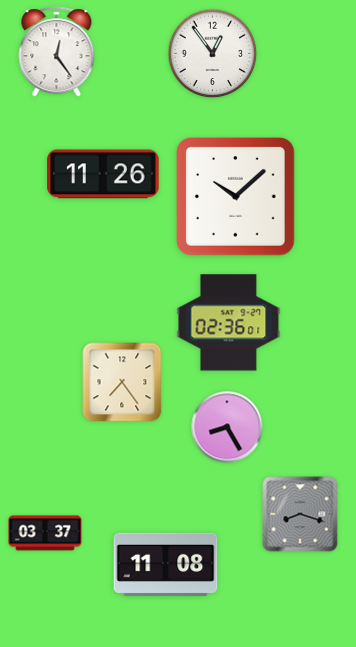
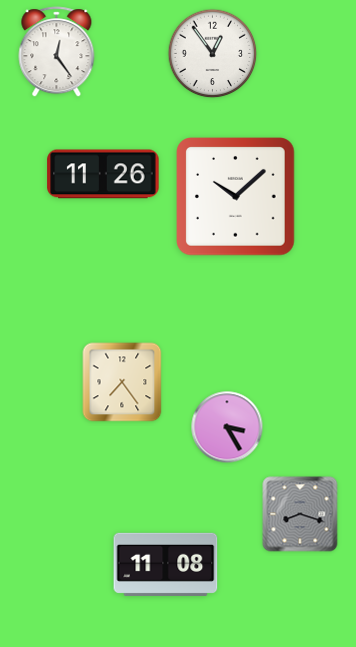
clock at (229, 323): 02:36 -> none
clock at (227, 427): 8:25 -> 3:25
clock at (45, 533): 03:37 -> none
